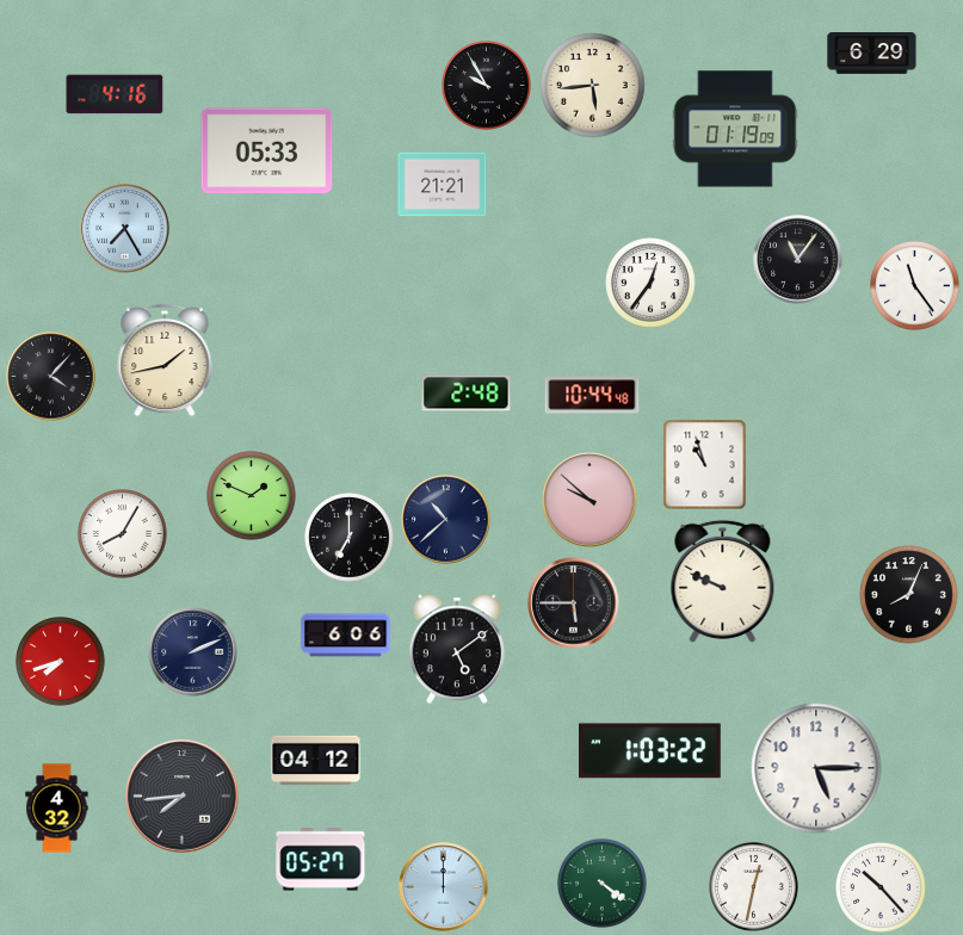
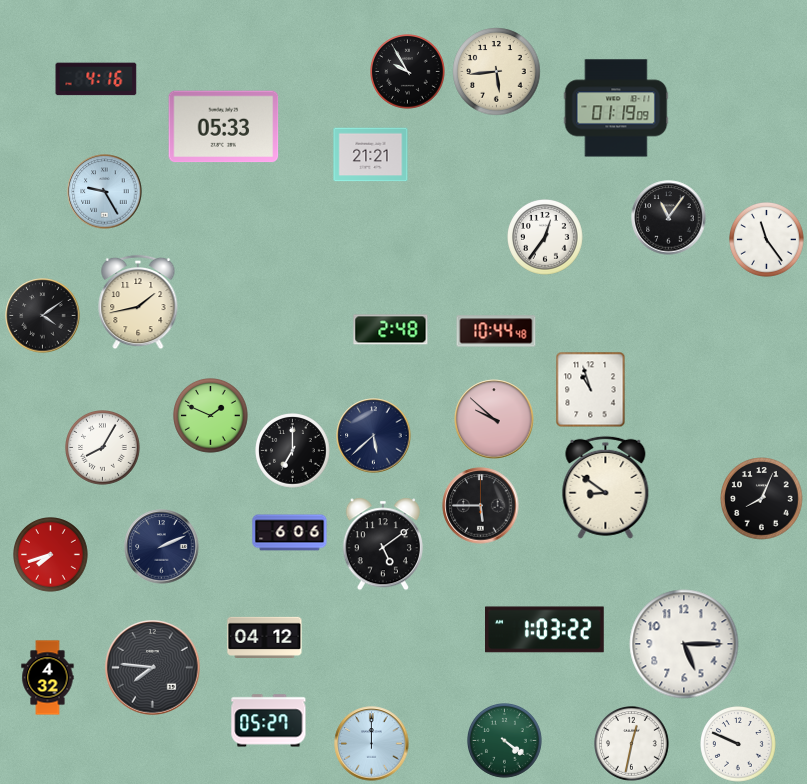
clock at (872, 54): 6:29 -> none
clock at (125, 229): 7:25 -> 9:25
clock at (51, 377): 4:07 -> 4:09
clock at (446, 520): 10:38 -> 5:38
clock at (723, 581): 9:49 -> 8:51
clock at (183, 797): 7:44 -> 7:46
clock at (882, 888): 10:23 -> 9:49
